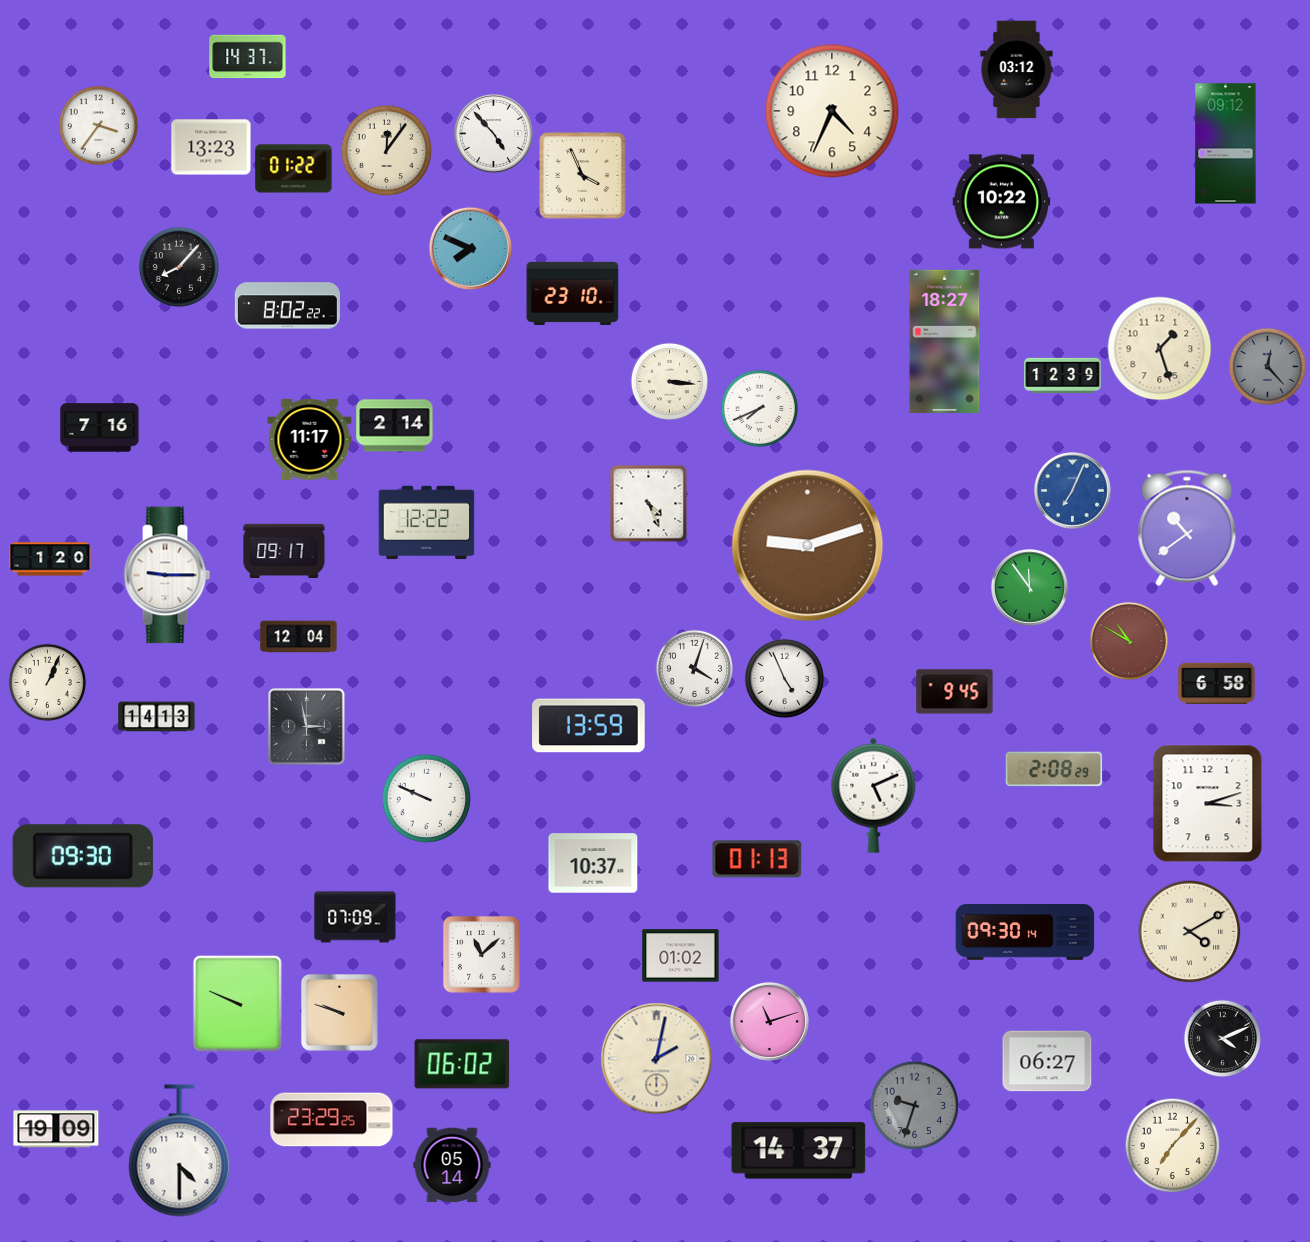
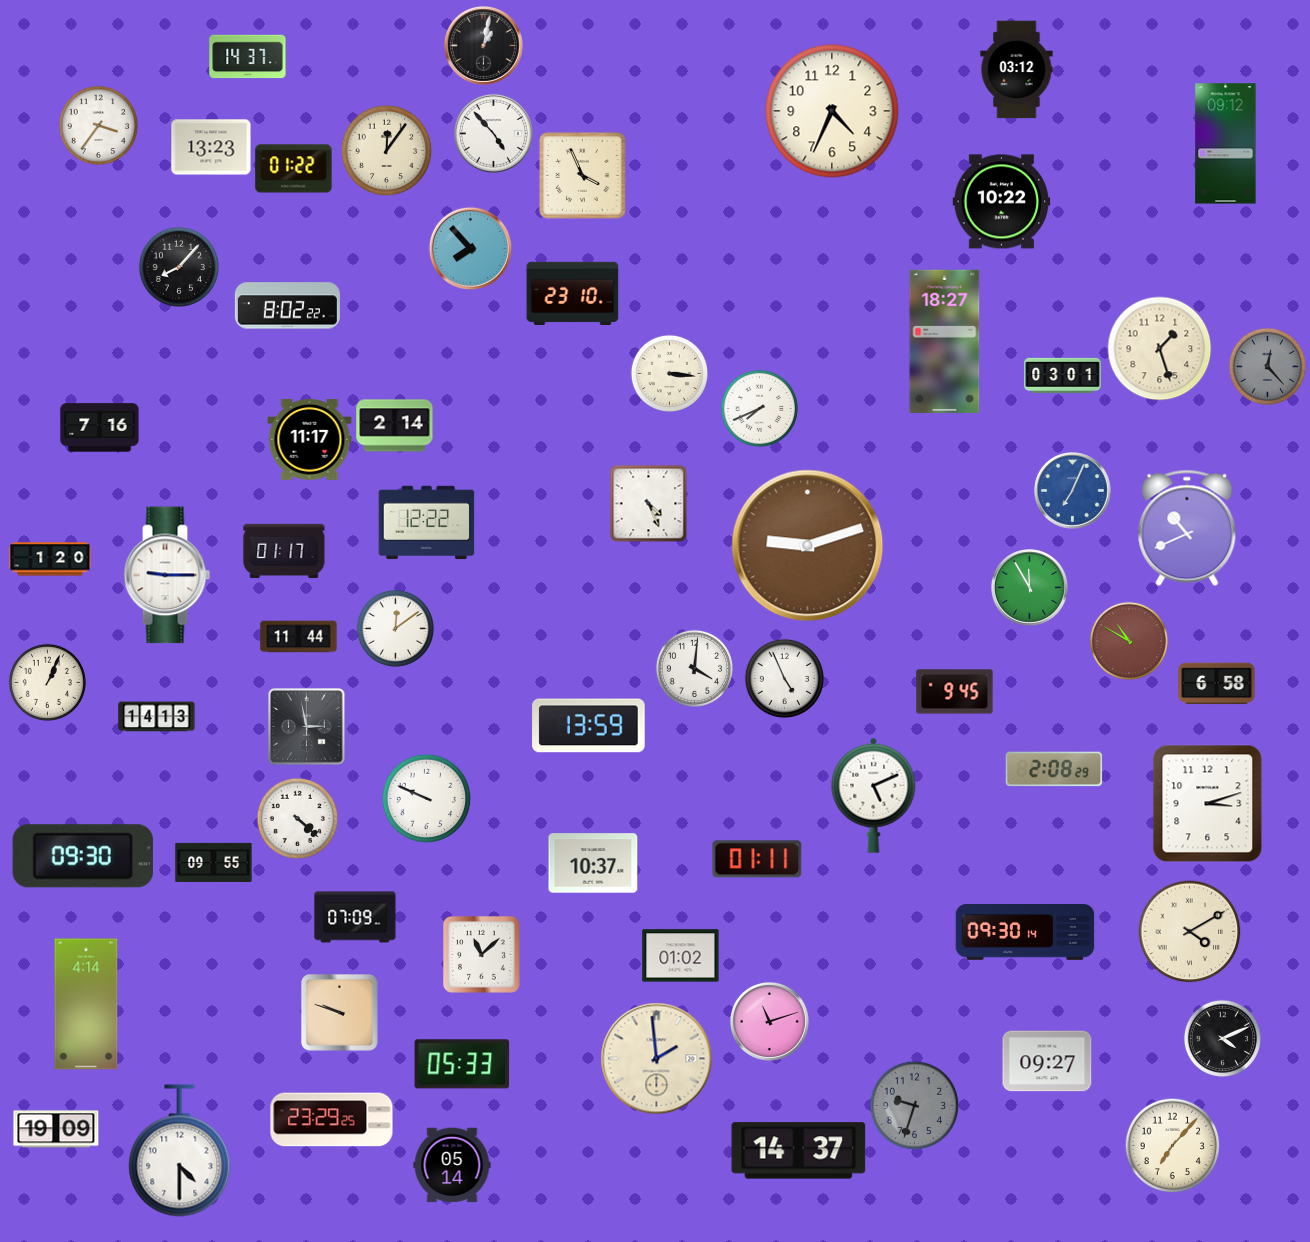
clock at (483, 45): none -> 1:02
clock at (470, 248): 7:49 -> 7:53
clock at (1063, 375): 12:39 -> 03:01
clock at (669, 381) position: (669, 381) -> (669, 373)
clock at (1187, 528): 10:39 -> 10:41
clock at (284, 550): 09:17 -> 01:17
clock at (1030, 588): 11:54 -> 11:55
clock at (395, 628): none -> 12:09
clock at (299, 637): 12:04 -> 11:44
clock at (694, 668): 4:03 -> 4:01
clock at (297, 818): none -> 4:22
clock at (757, 859): 01:13 -> 01:11
clock at (214, 862): none -> 09:55
clock at (237, 1003): 9:49 -> none
clock at (86, 1004): none -> 4:14
clock at (657, 1059): 2:02 -> 1:59
clock at (1047, 1061): 06:27 -> 09:27
clock at (462, 1064): 06:02 -> 05:33
